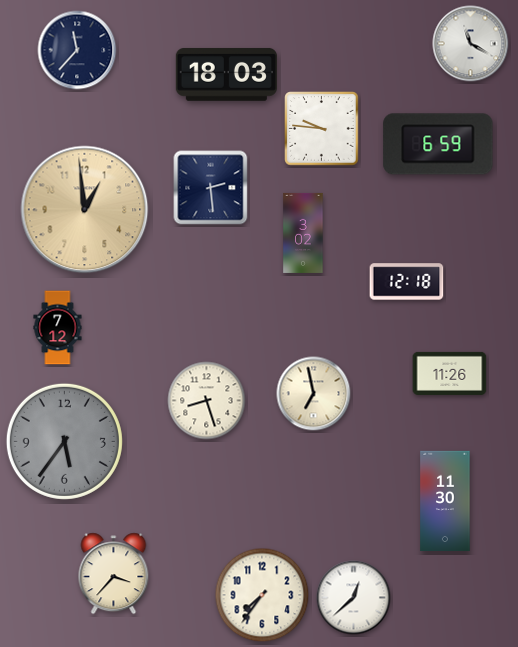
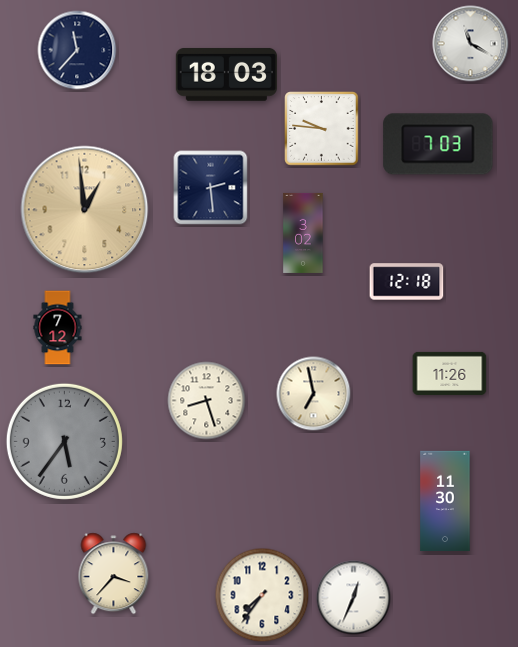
clock at (438, 144): 6:59 -> 7:03
clock at (354, 598): 12:38 -> 12:34
